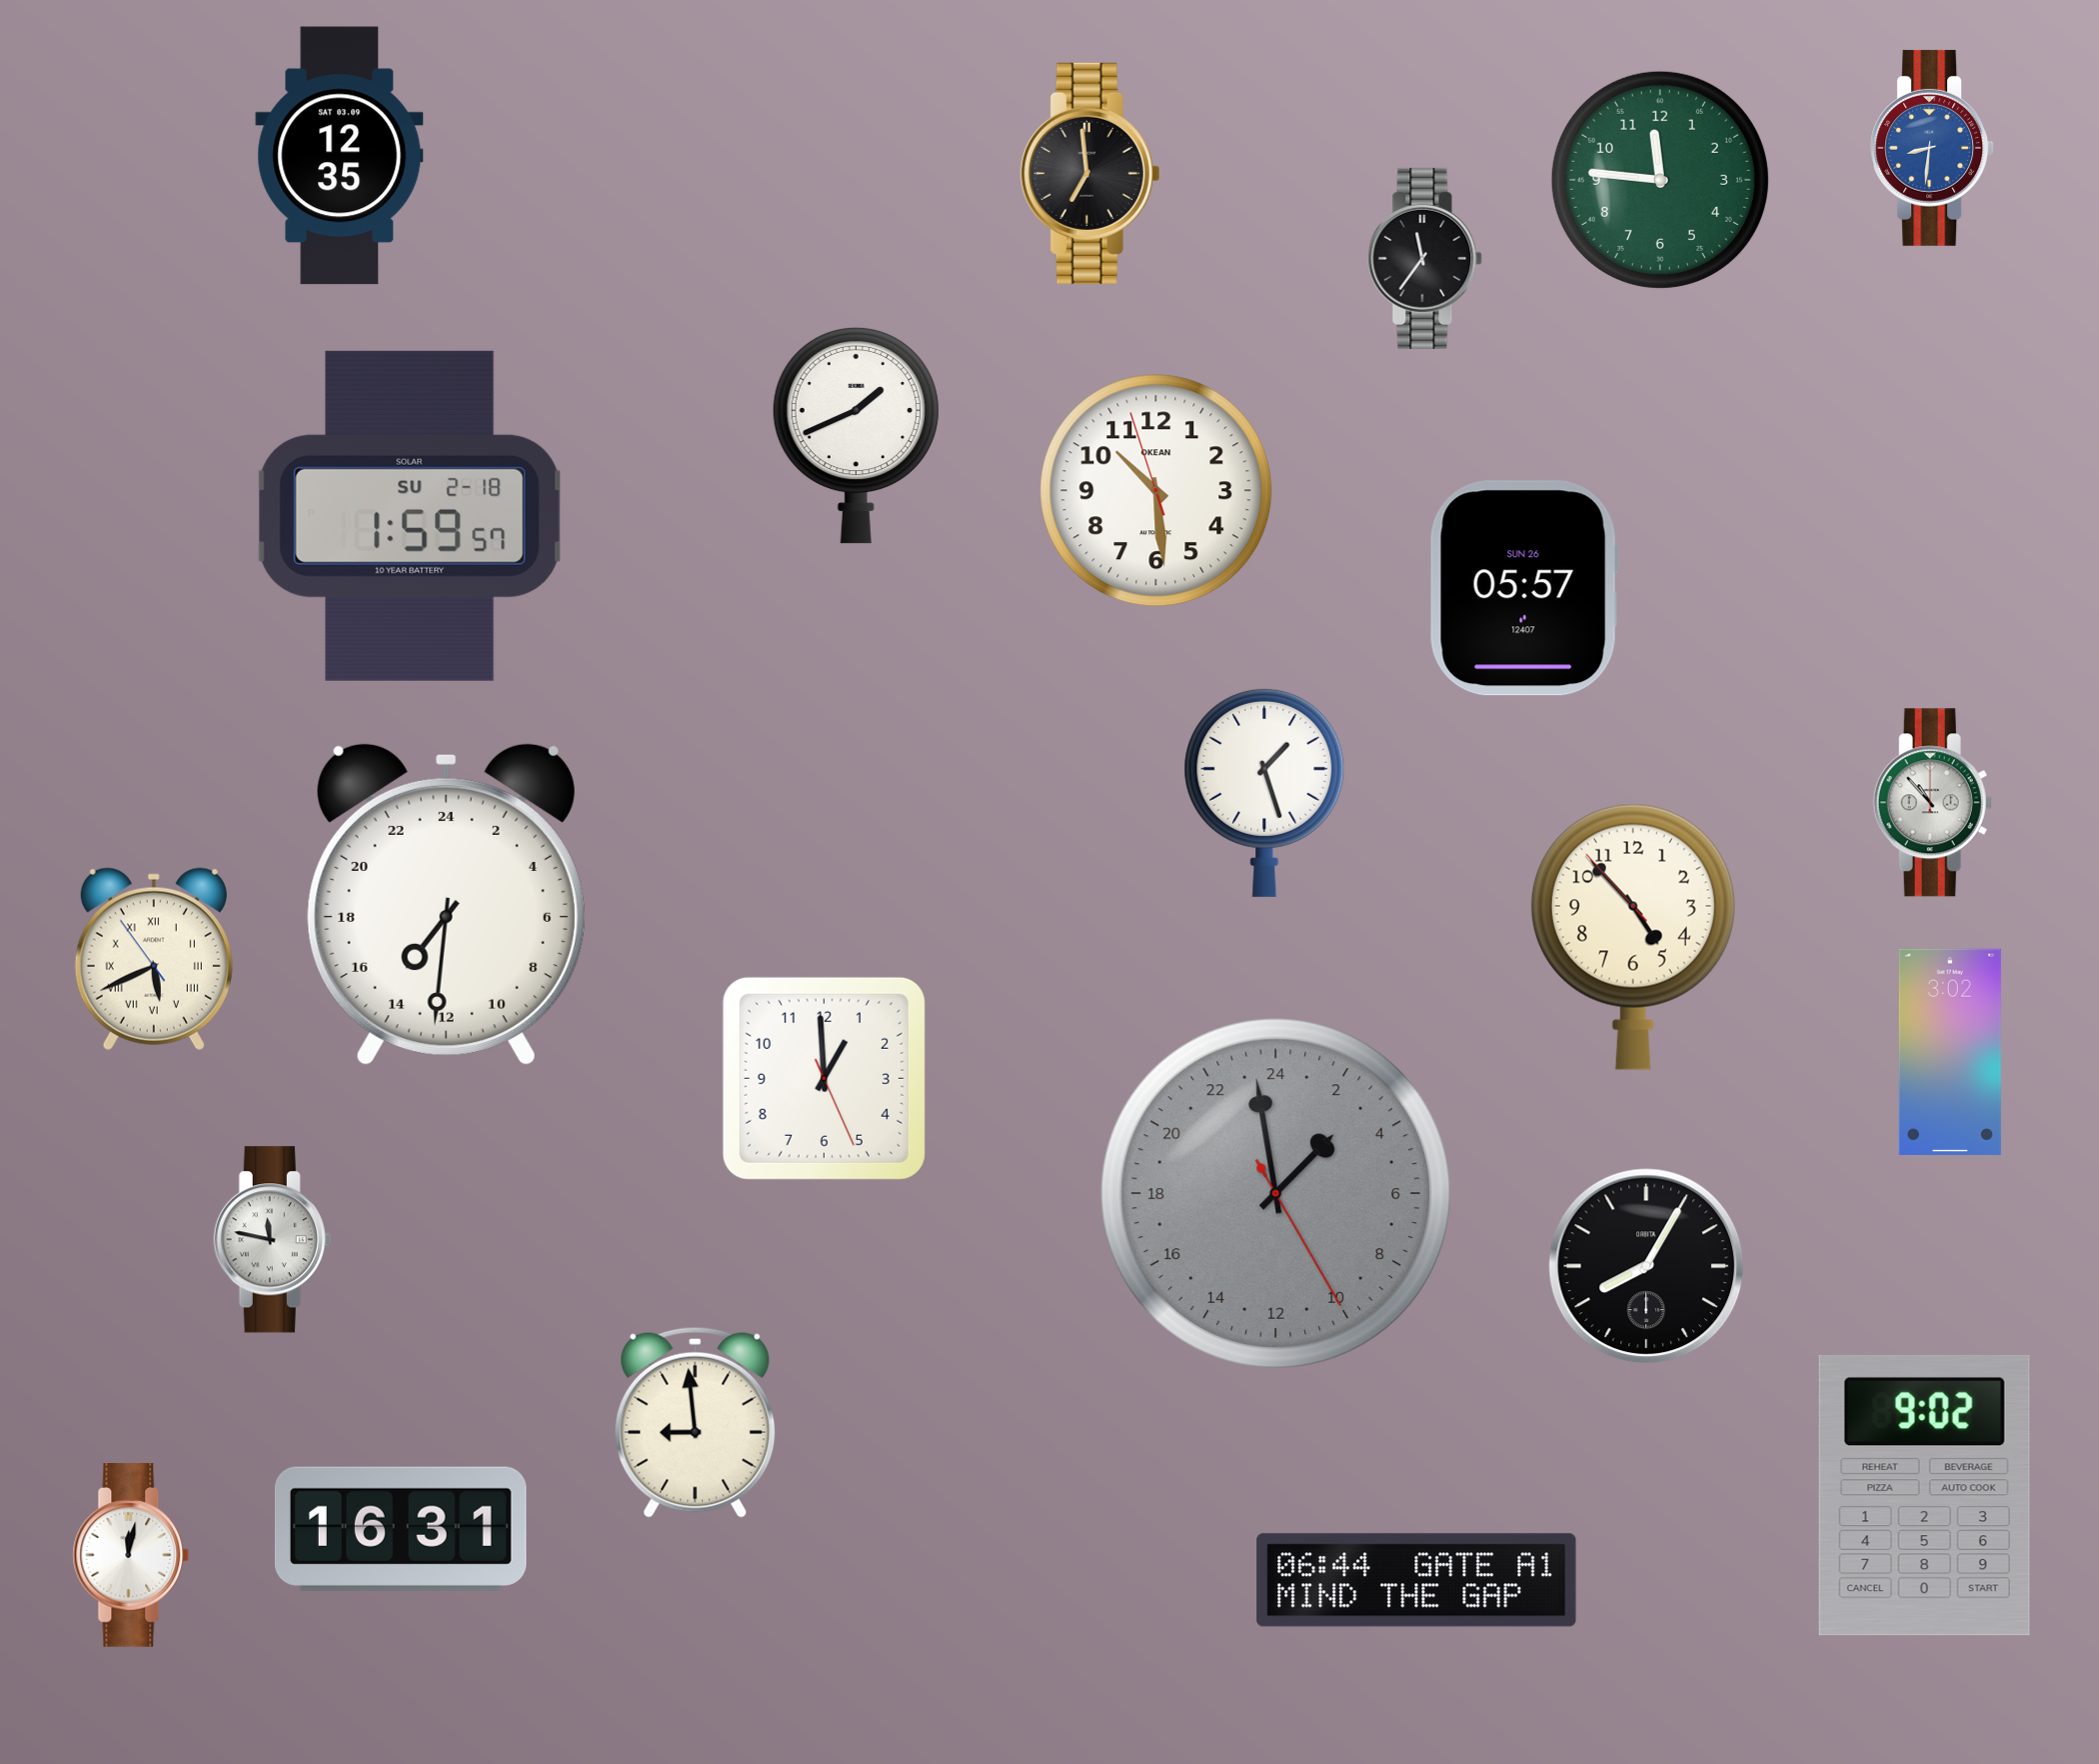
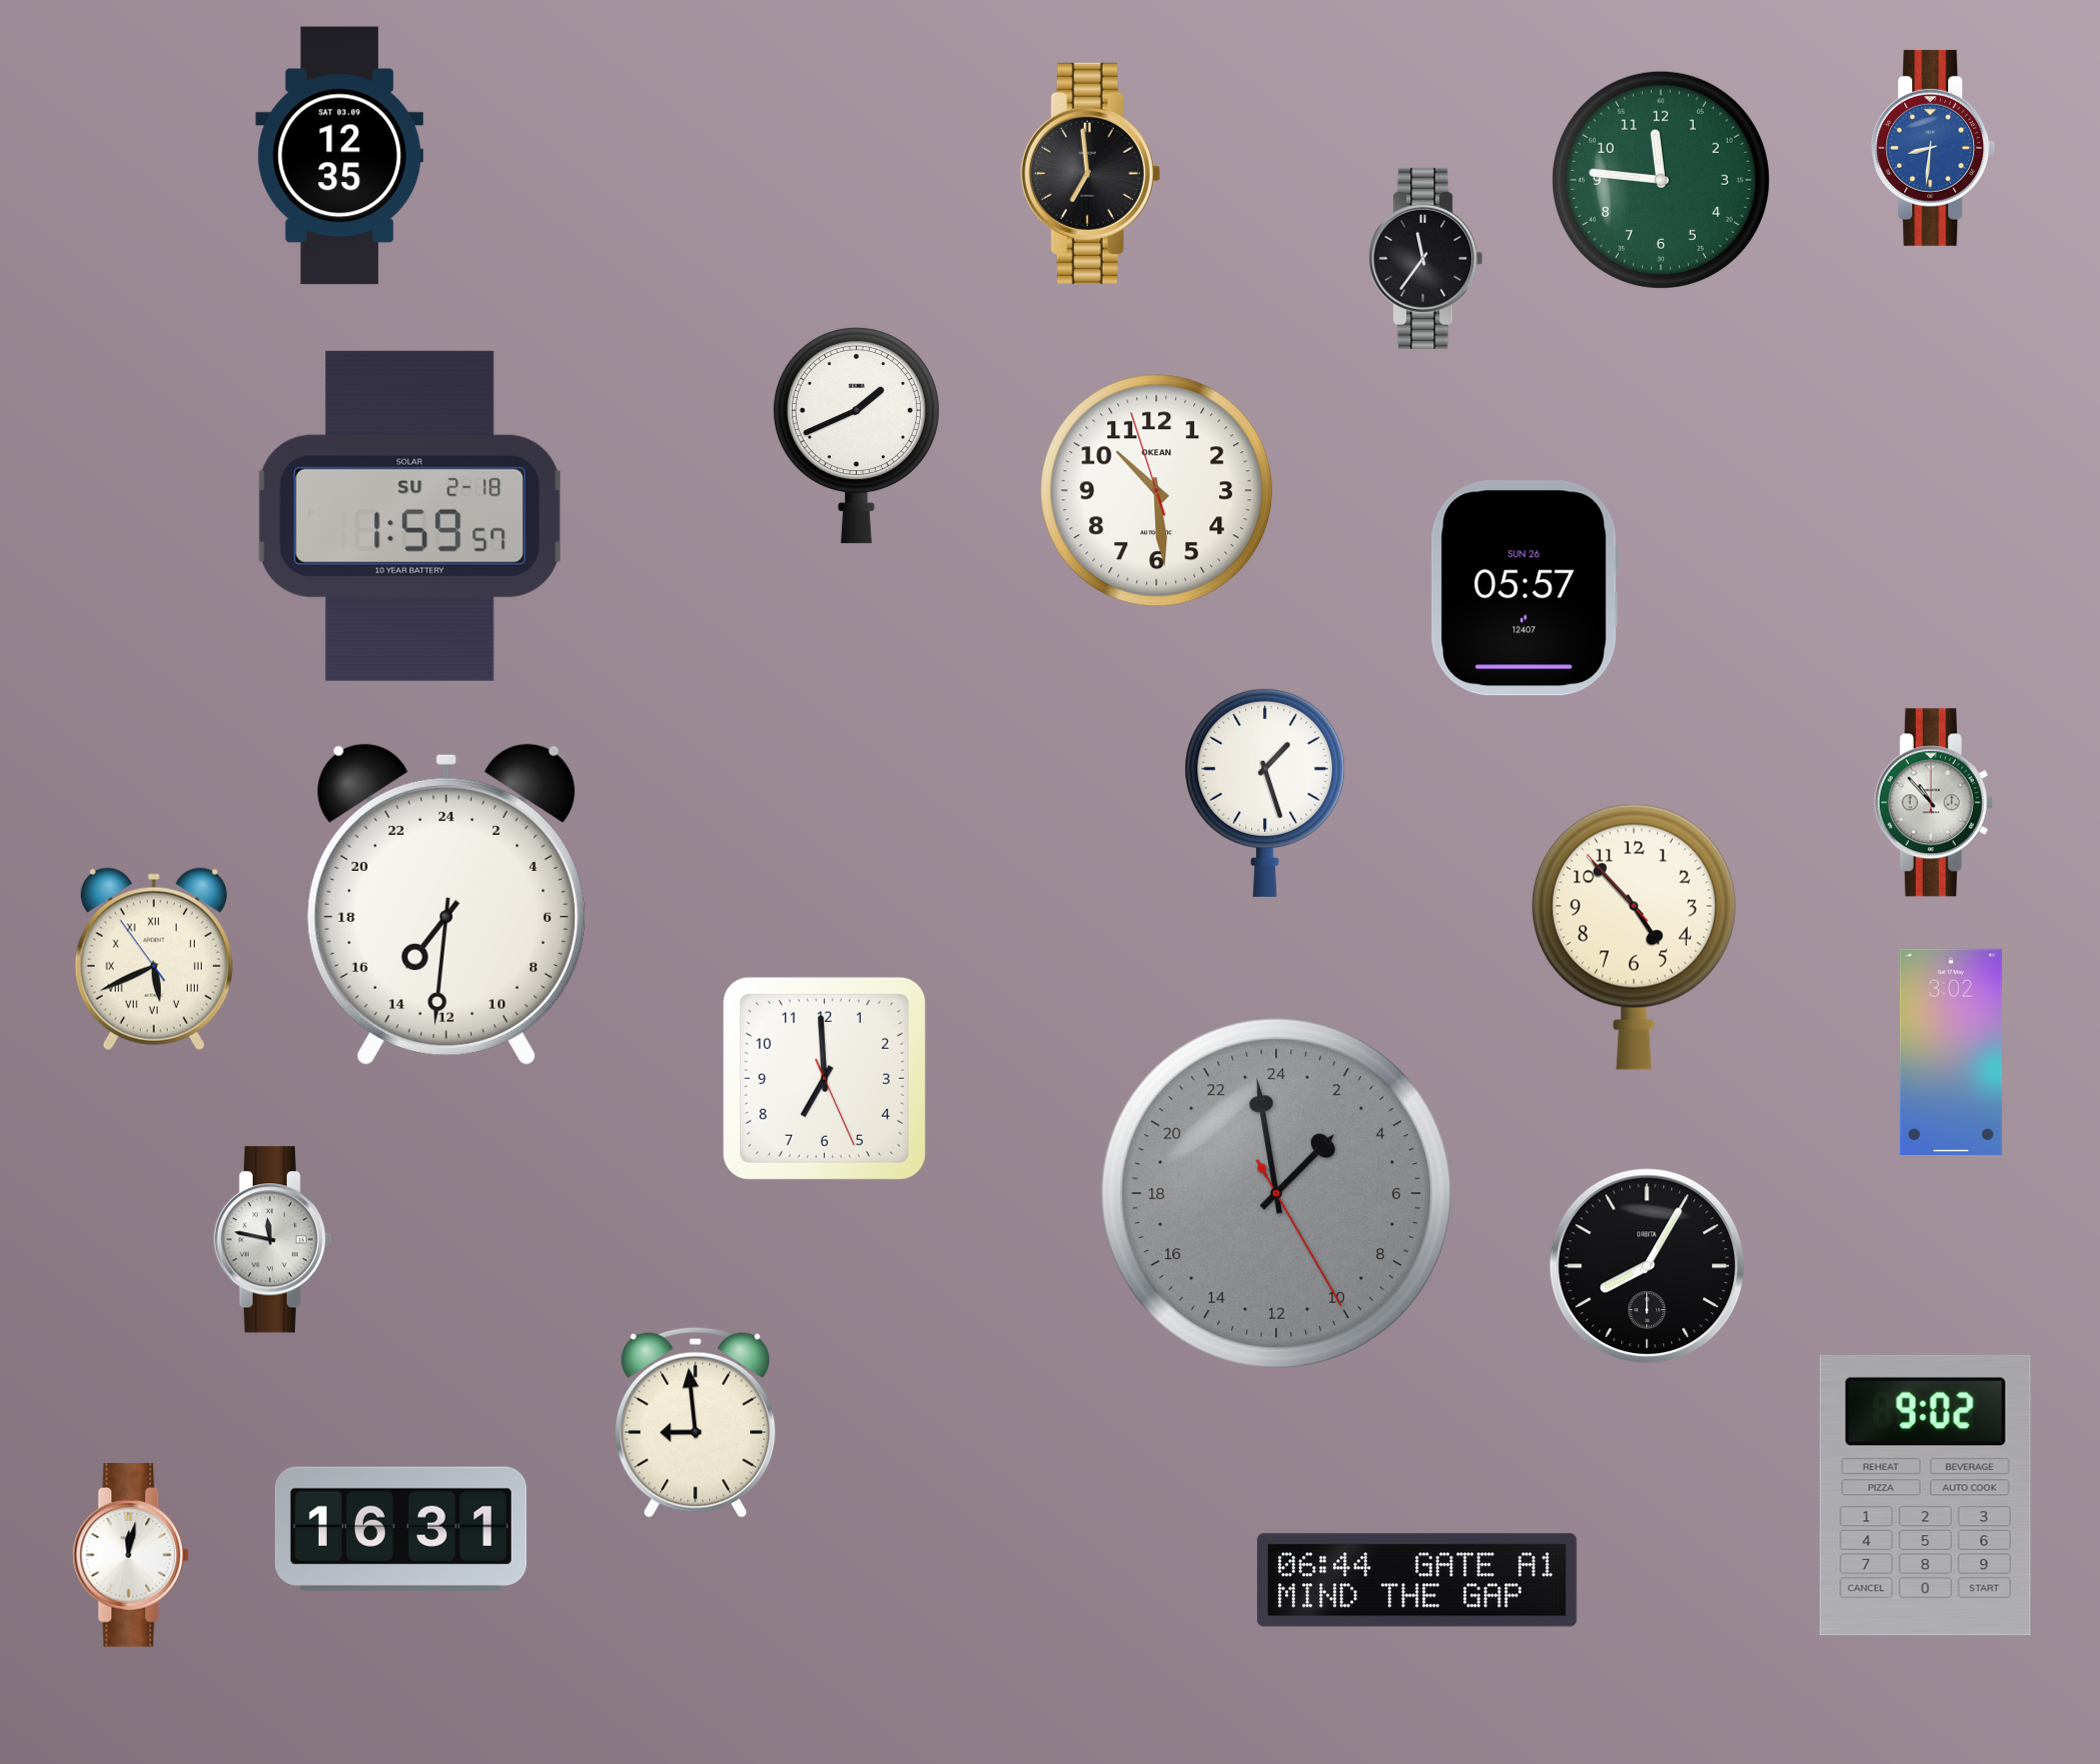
clock at (824, 1078): 12:59 -> 6:59
